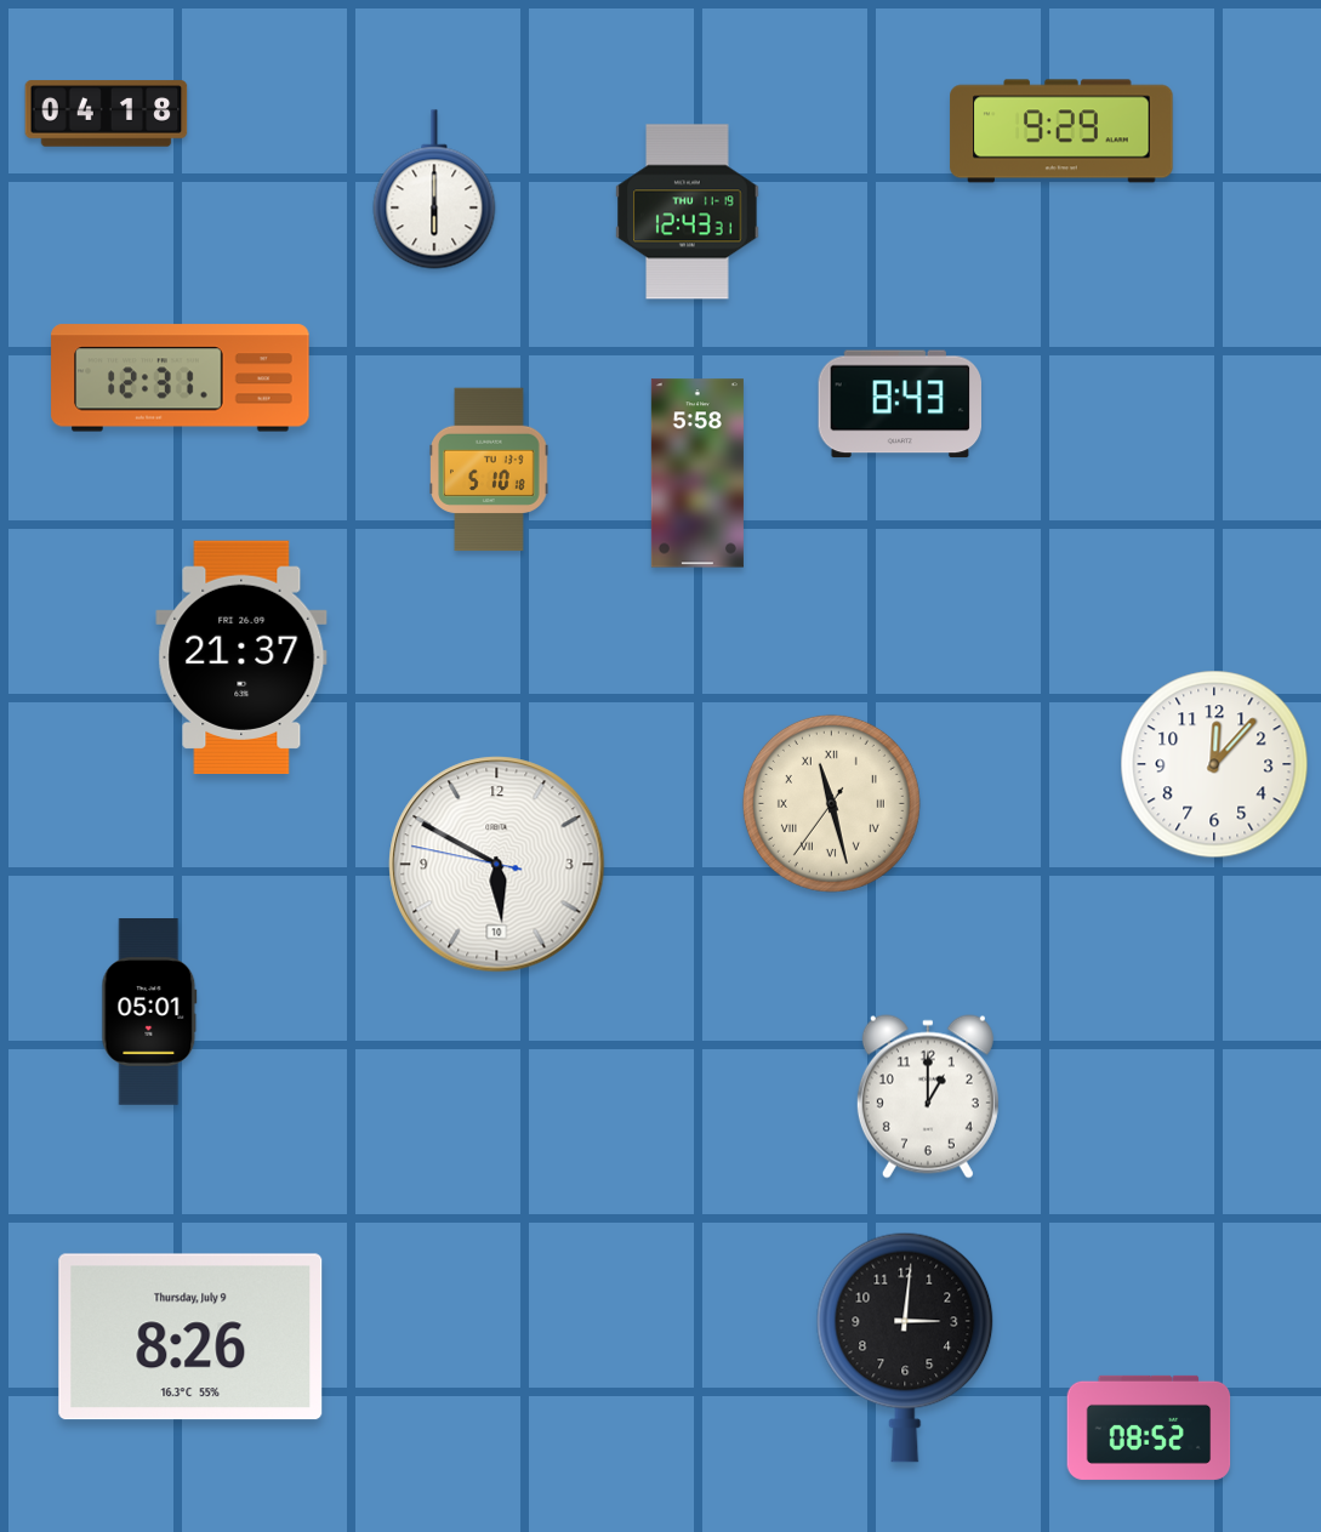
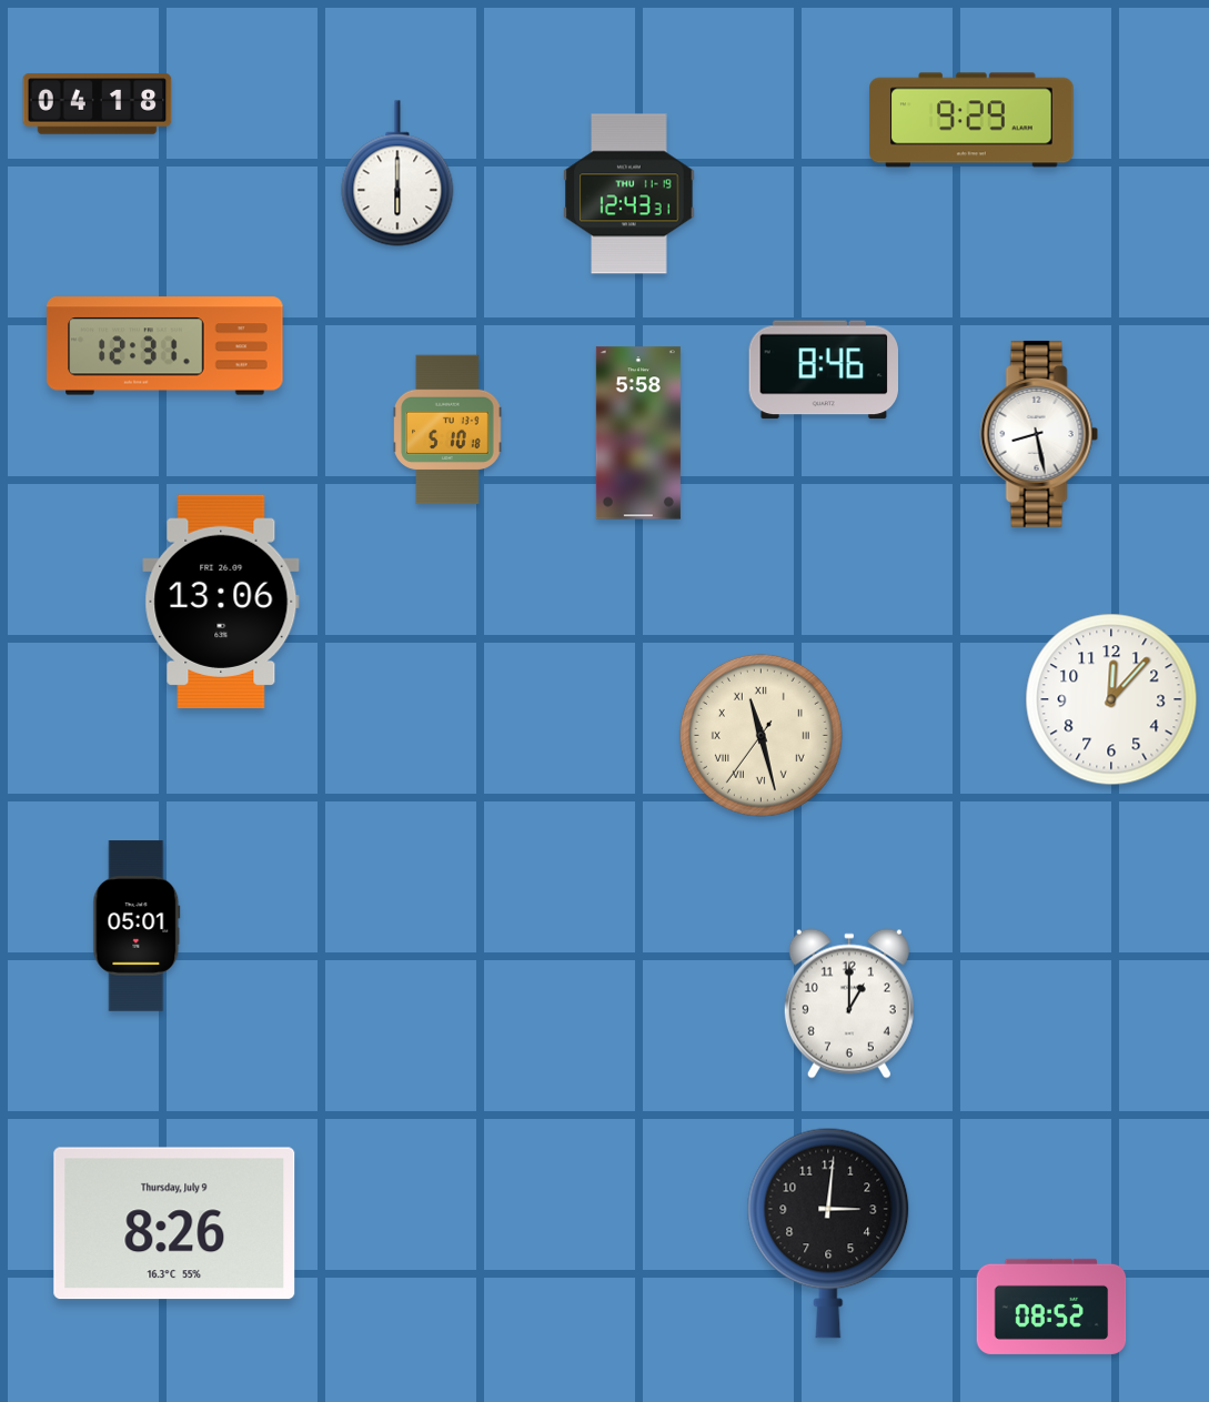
clock at (899, 404): 8:43 -> 8:46
clock at (1039, 434): none -> 8:28
clock at (241, 656): 21:37 -> 13:06
clock at (497, 865): 5:49 -> none
